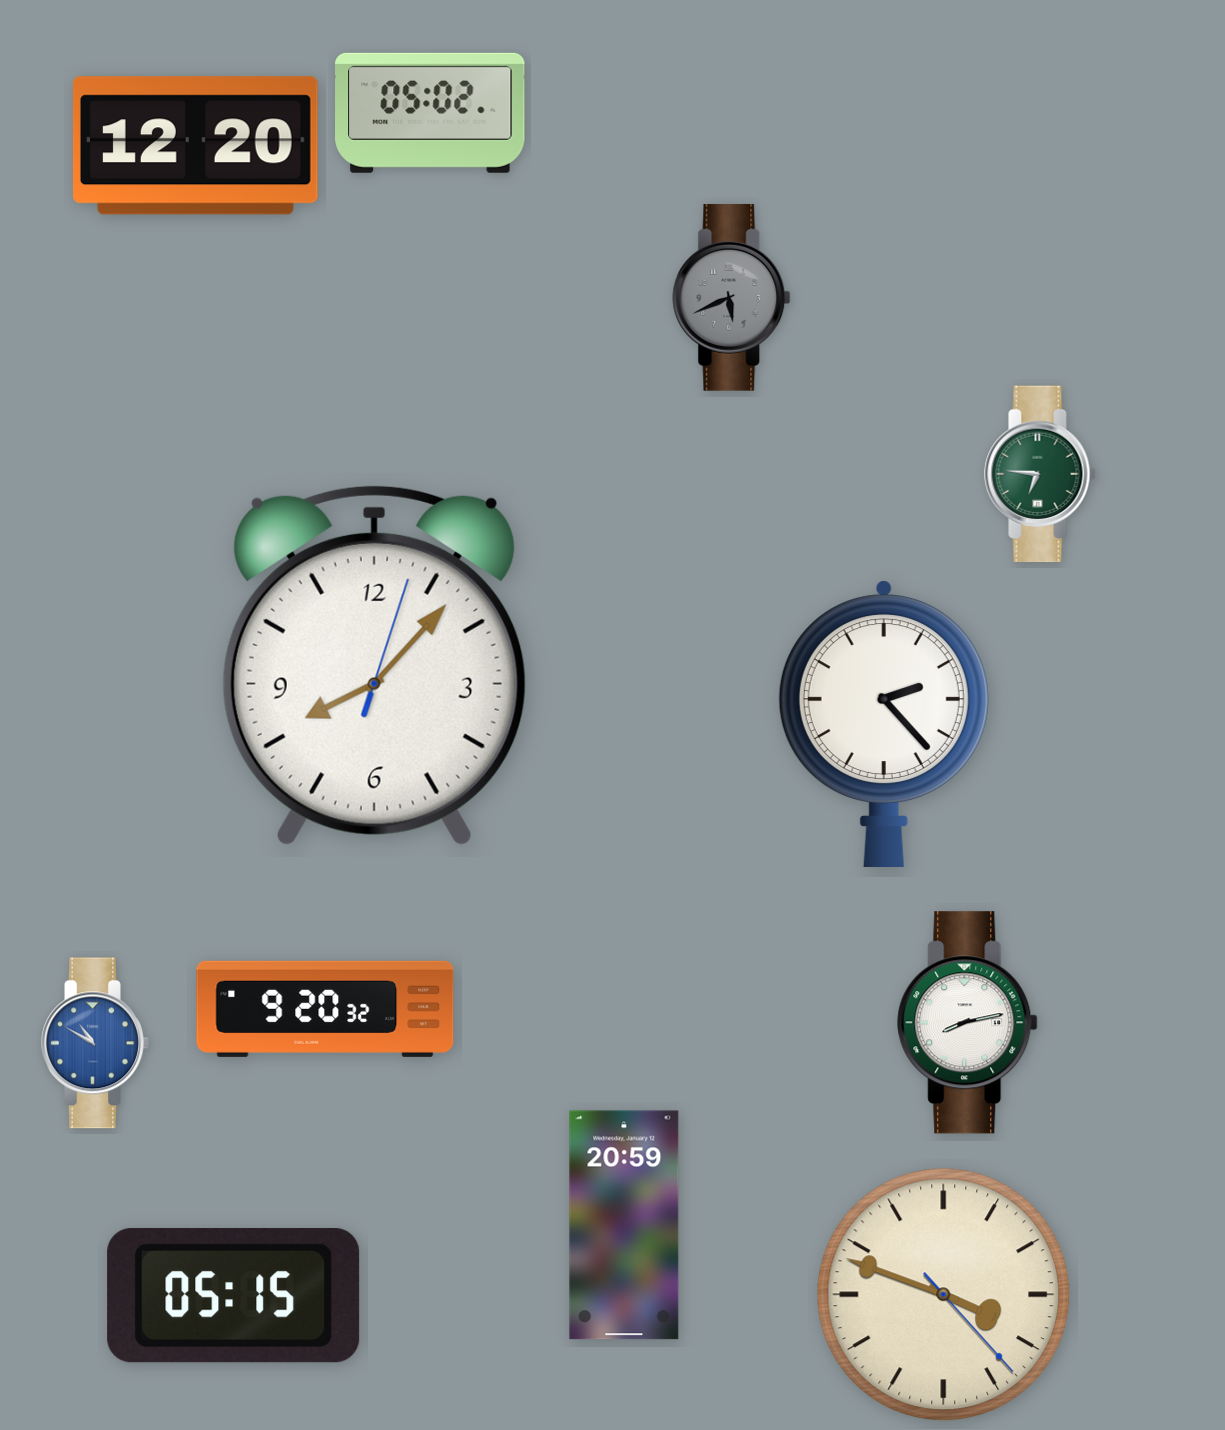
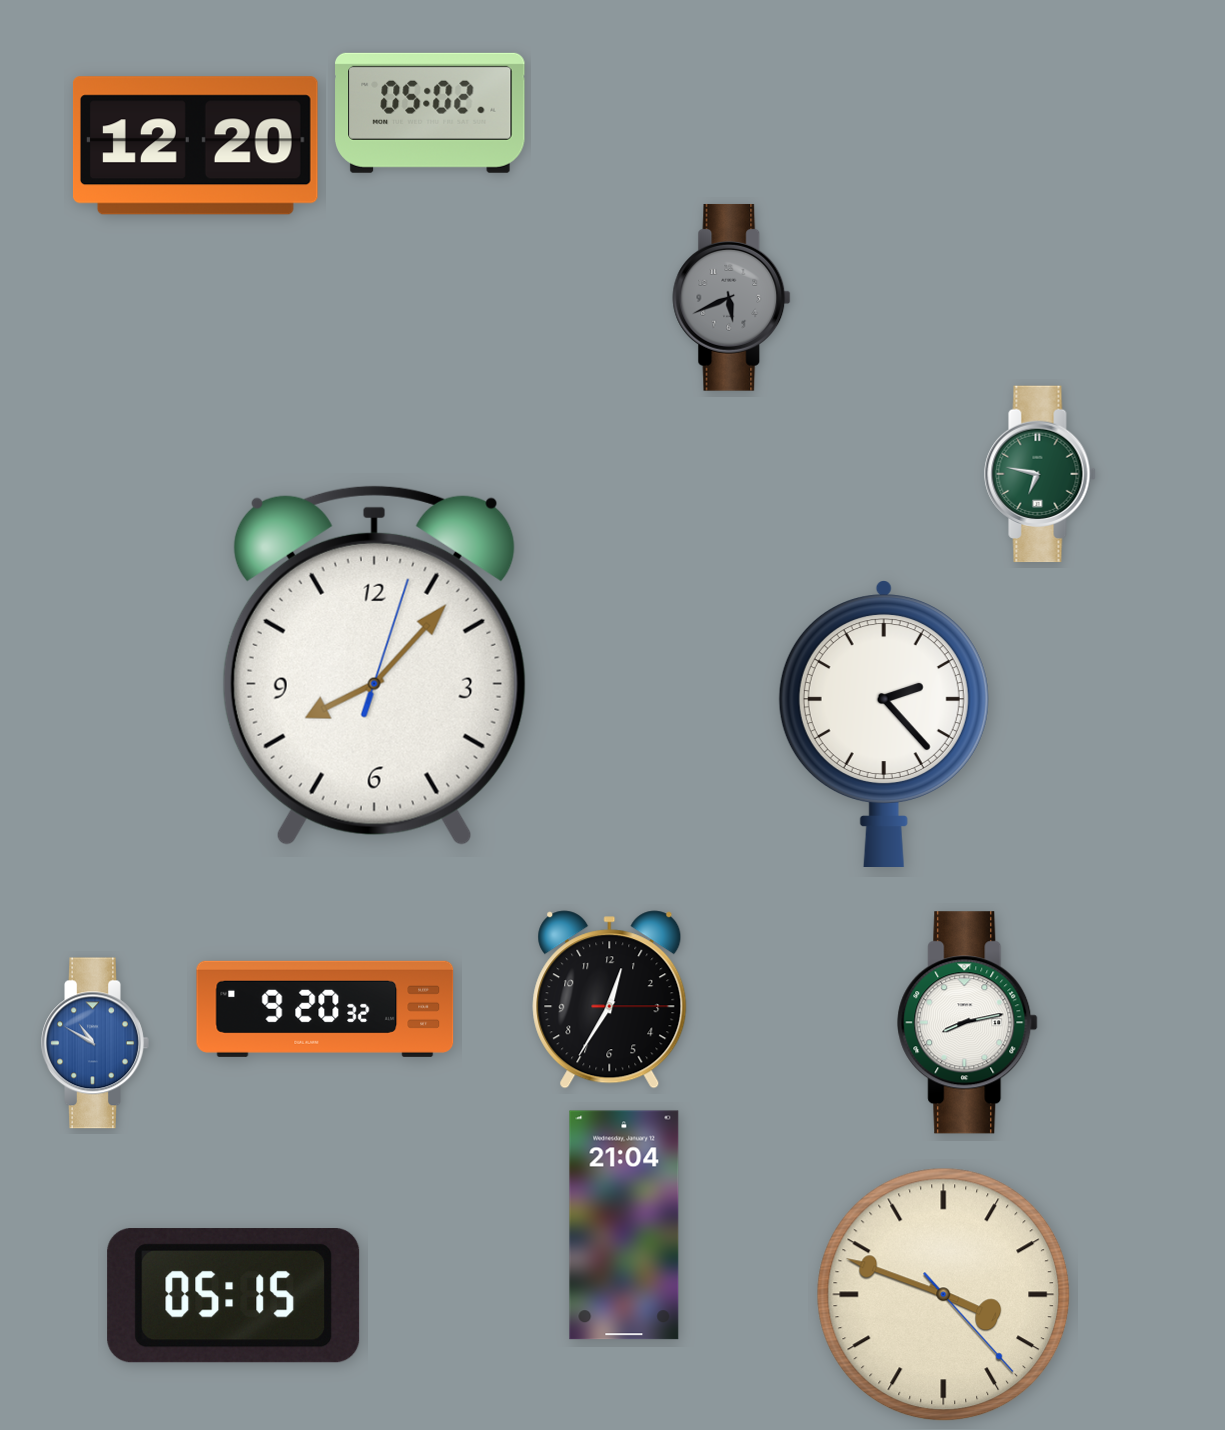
clock at (1040, 474): 6:46 -> 6:47
clock at (610, 1000): none -> 12:35
clock at (624, 1225): 20:59 -> 21:04
